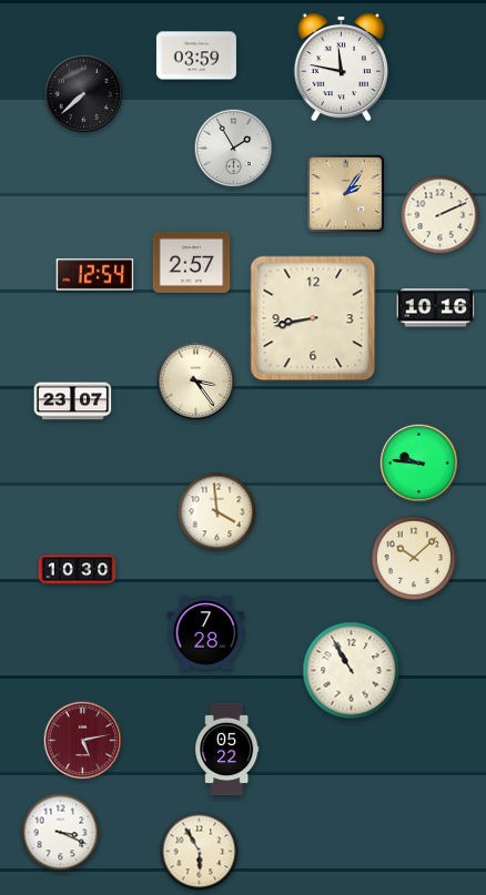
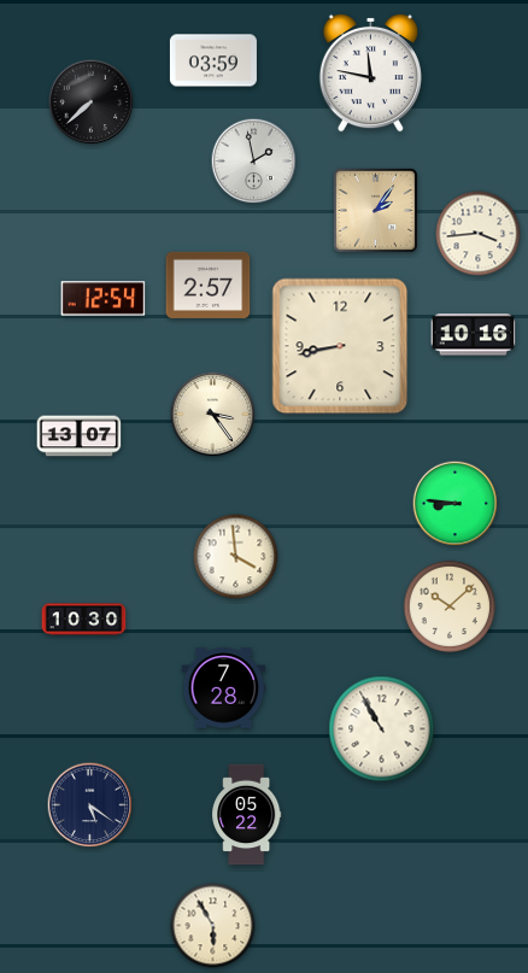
clock at (234, 149): 1:55 -> 1:58
clock at (441, 215): 2:11 -> 3:44
clock at (73, 401): 23:07 -> 13:07
clock at (419, 464): 9:46 -> 8:46
clock at (83, 741): 5:13 -> 5:21
clock at (83, 741) dial: burgundy -> navy
clock at (61, 833): 3:19 -> none
clock at (200, 852) position: (200, 852) -> (213, 926)
